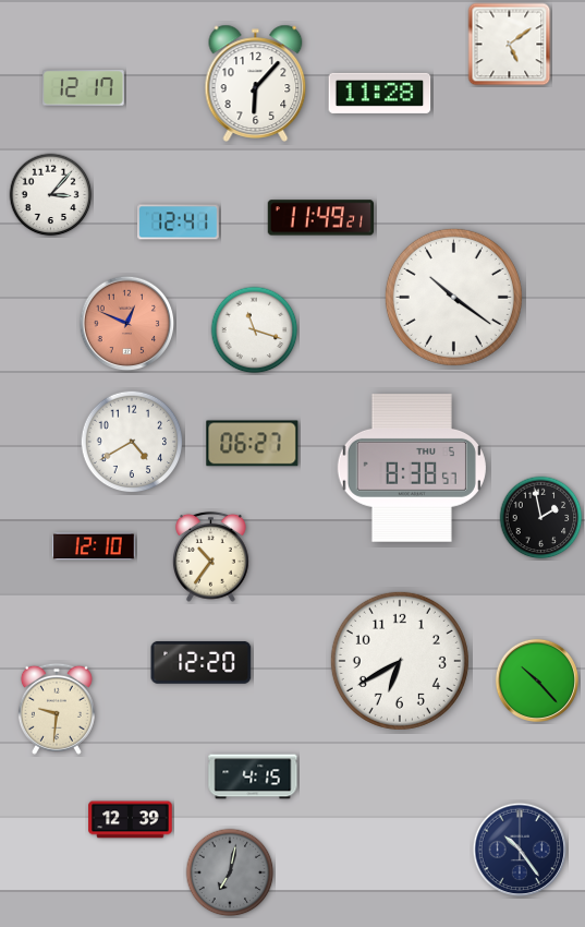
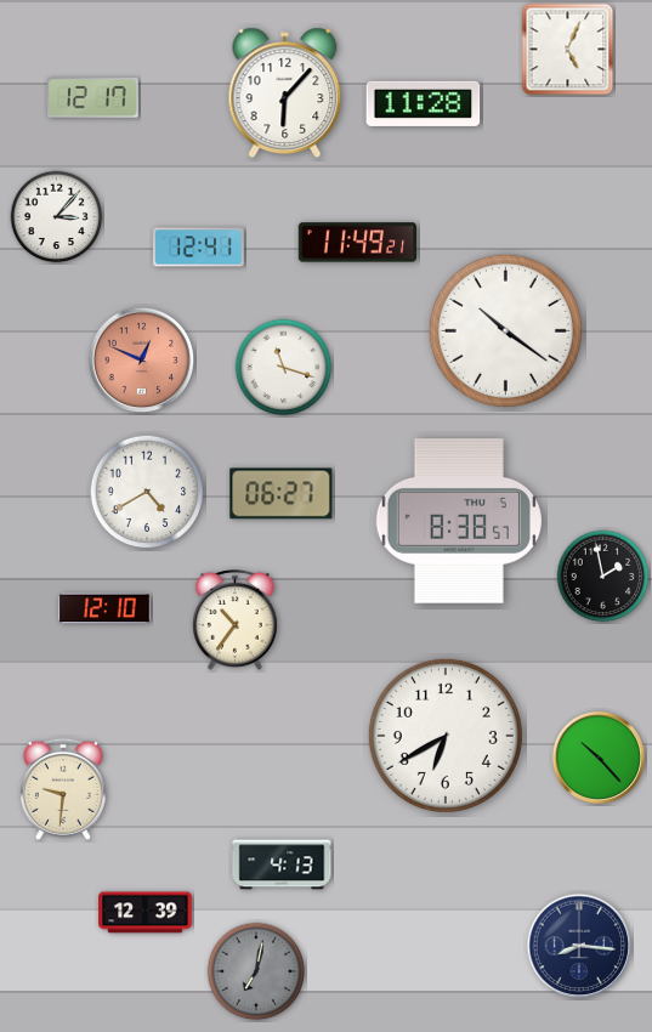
clock at (510, 45): 5:09 -> 5:04
clock at (202, 662): 12:20 -> none
clock at (253, 776): 4:15 -> 4:13
clock at (520, 850): 10:24 -> 8:16
